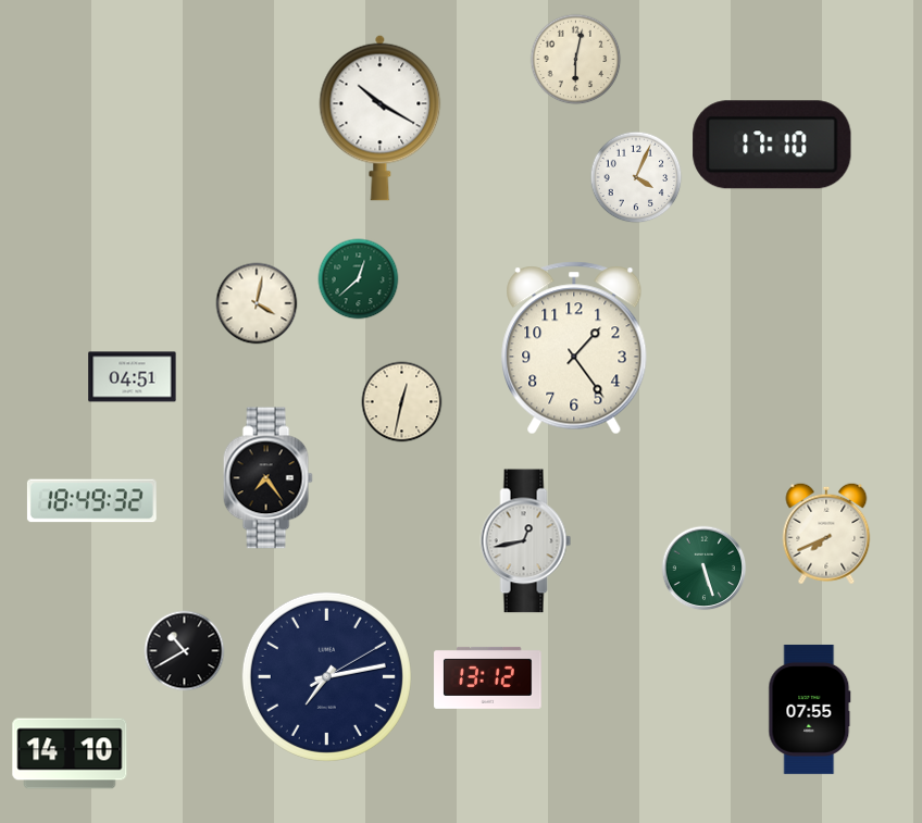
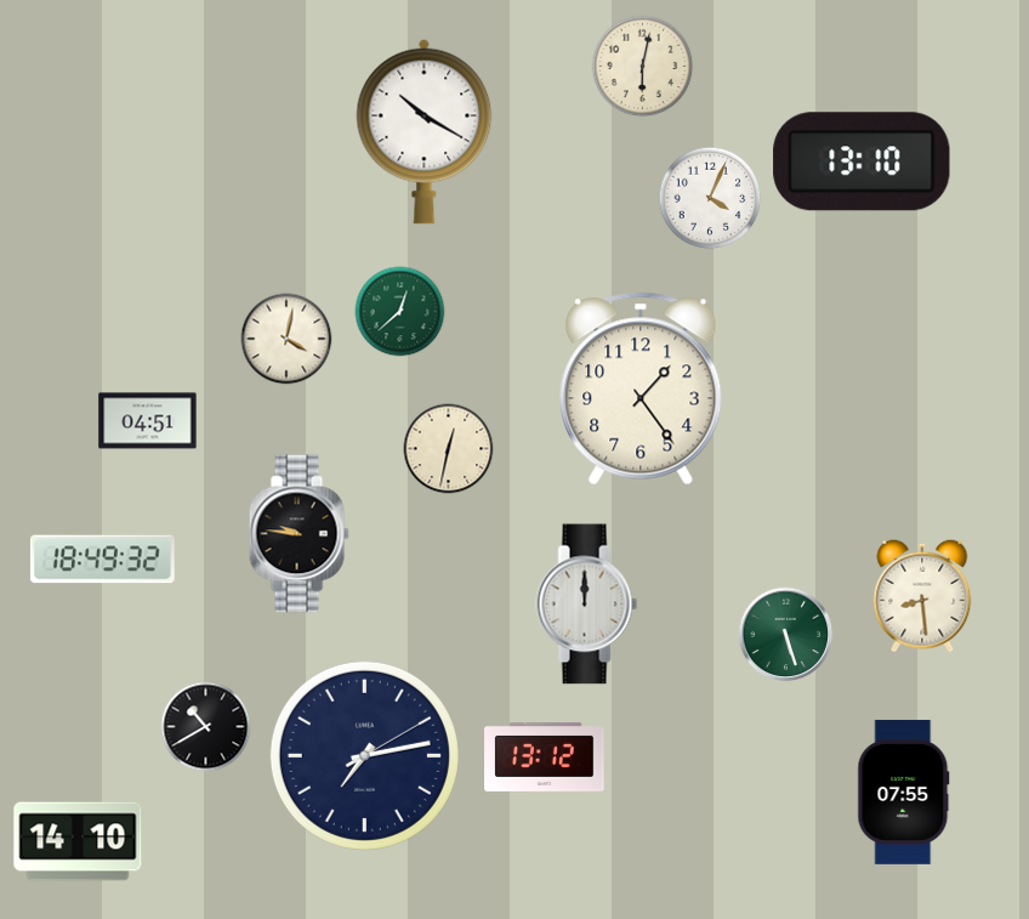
clock at (772, 145): 17:10 -> 13:10
clock at (267, 478): 7:24 -> 9:46
clock at (826, 534): 7:41 -> 8:29
clock at (526, 541): 12:43 -> 12:00
